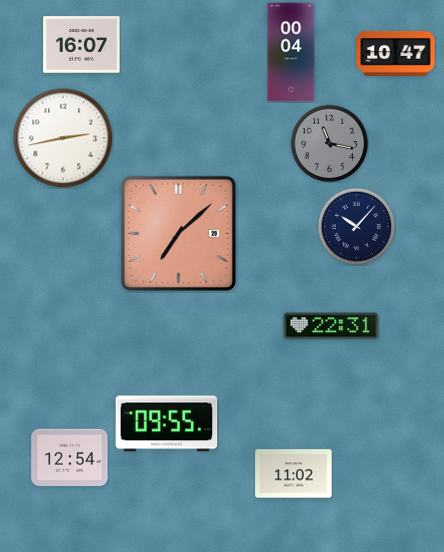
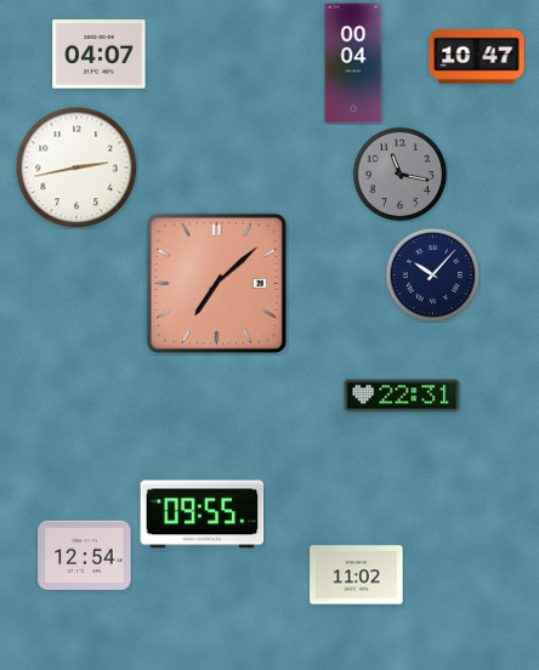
clock at (82, 45): 16:07 -> 04:07
clock at (396, 53) position: (396, 53) -> (477, 56)
